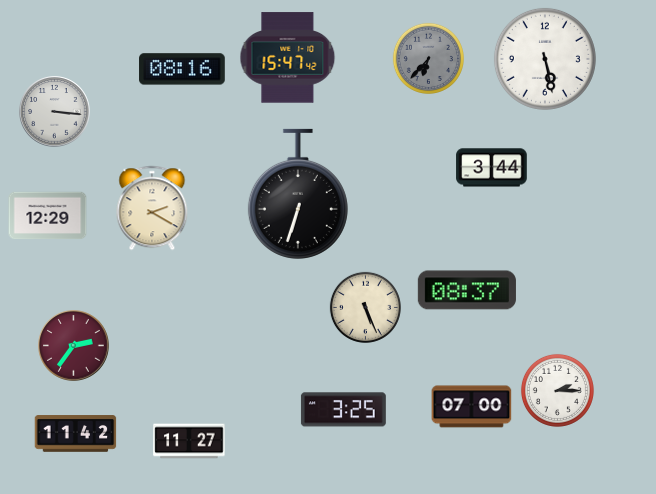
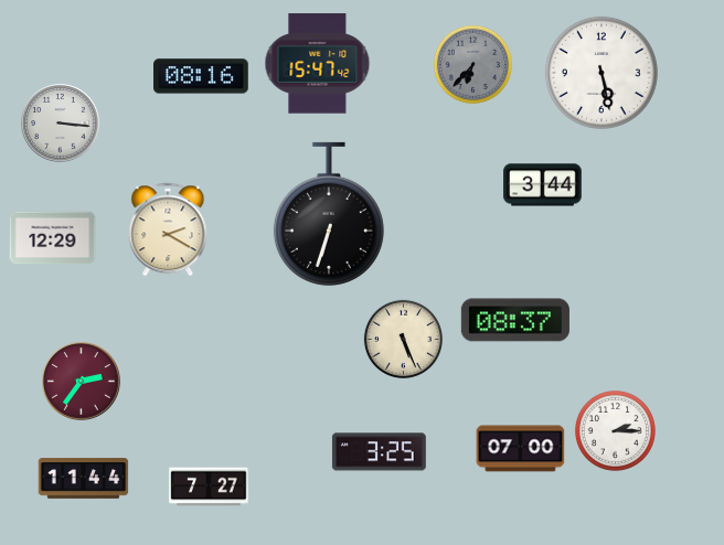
clock at (545, 59) position: (545, 59) -> (601, 73)
clock at (76, 434): 11:42 -> 11:44
clock at (189, 441): 11:27 -> 7:27
